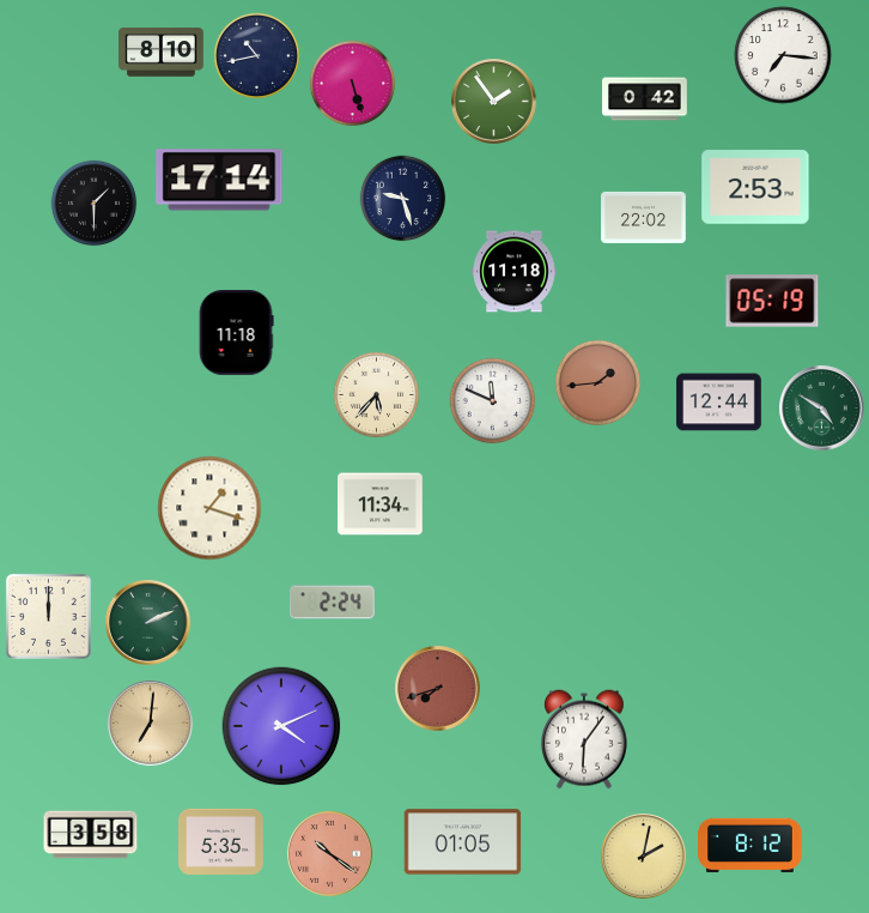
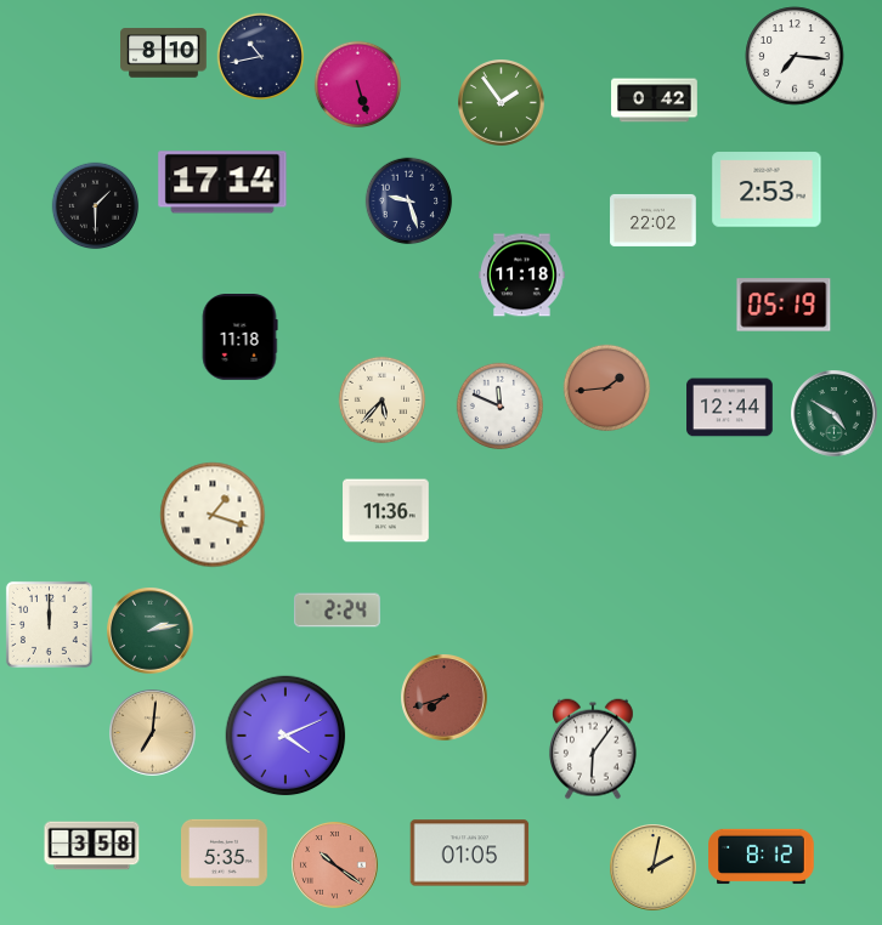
clock at (381, 504): 11:34 -> 11:36
clock at (148, 623): 2:11 -> 2:13
